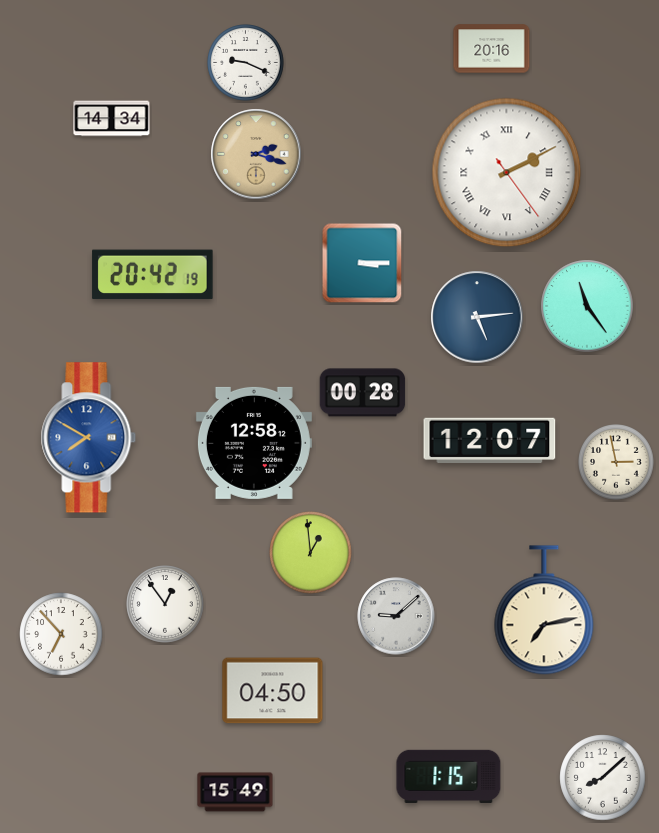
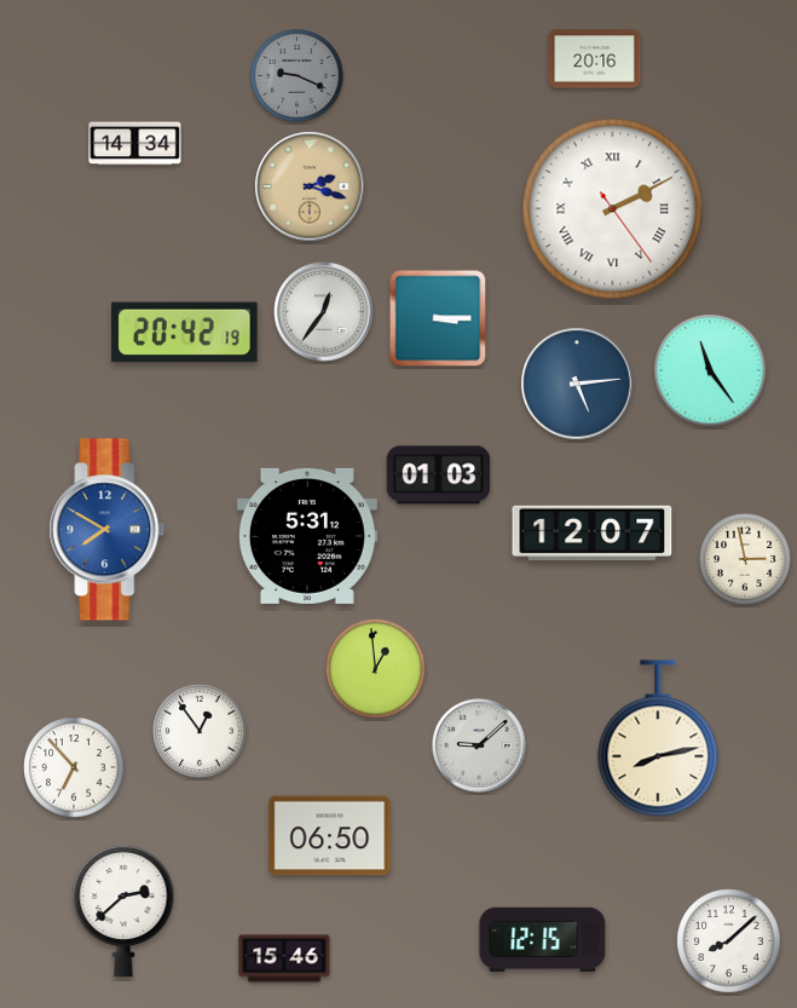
clock at (246, 63) dial: white -> grey
clock at (324, 312): none -> 12:36
clock at (363, 393): 00:28 -> 01:03
clock at (254, 443): 12:58 -> 5:31
clock at (544, 610): 7:13 -> 8:13
clock at (273, 691): 04:50 -> 06:50
clock at (123, 911): none -> 2:38
clock at (449, 776): 1:15 -> 12:15
clock at (235, 792): 15:49 -> 15:46
